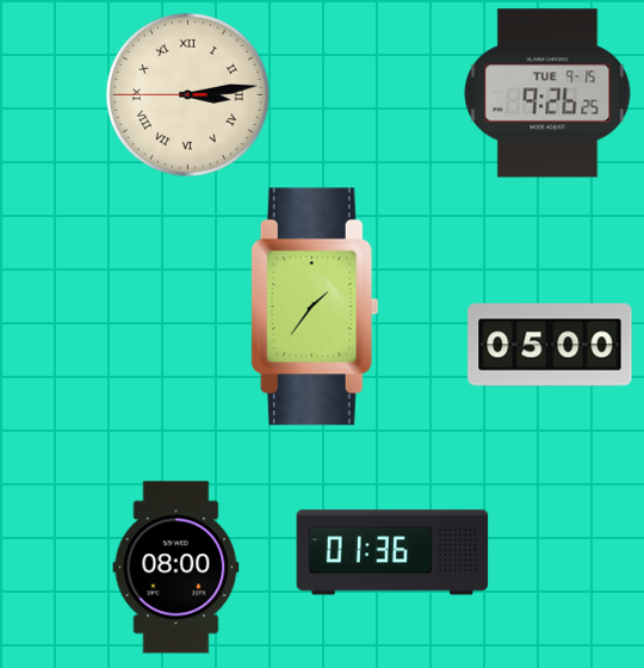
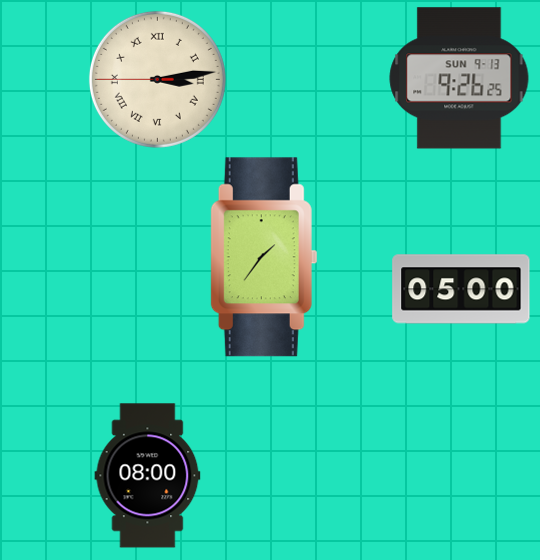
clock at (547, 93) date: TUE 9-15 -> SUN 9-13
clock at (392, 552): 01:36 -> none
